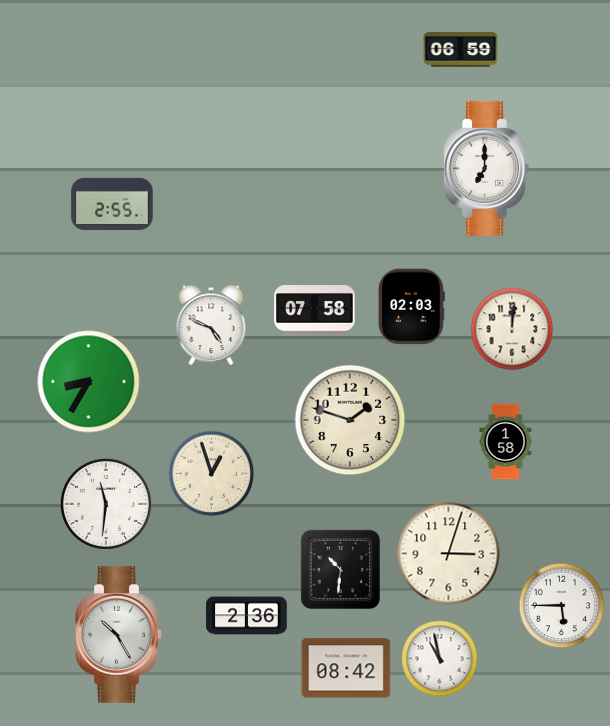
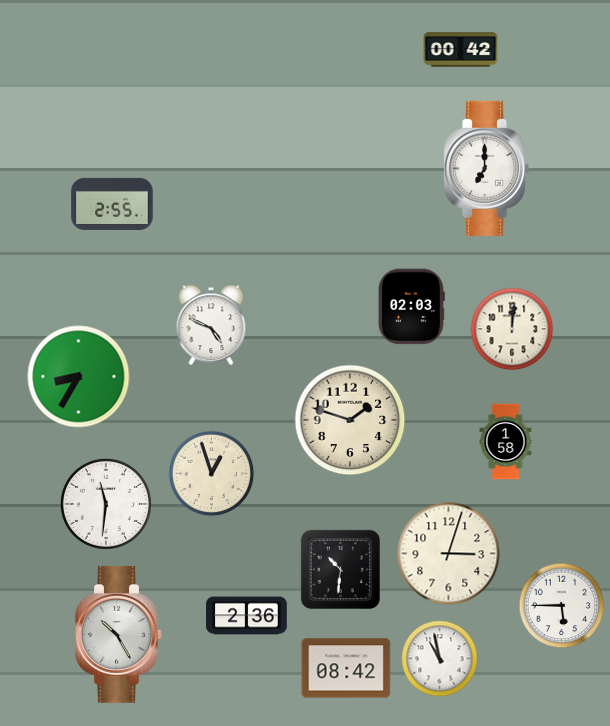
clock at (461, 50): 06:59 -> 00:42
clock at (315, 311): 07:58 -> none
clock at (89, 382) position: (89, 382) -> (79, 377)
